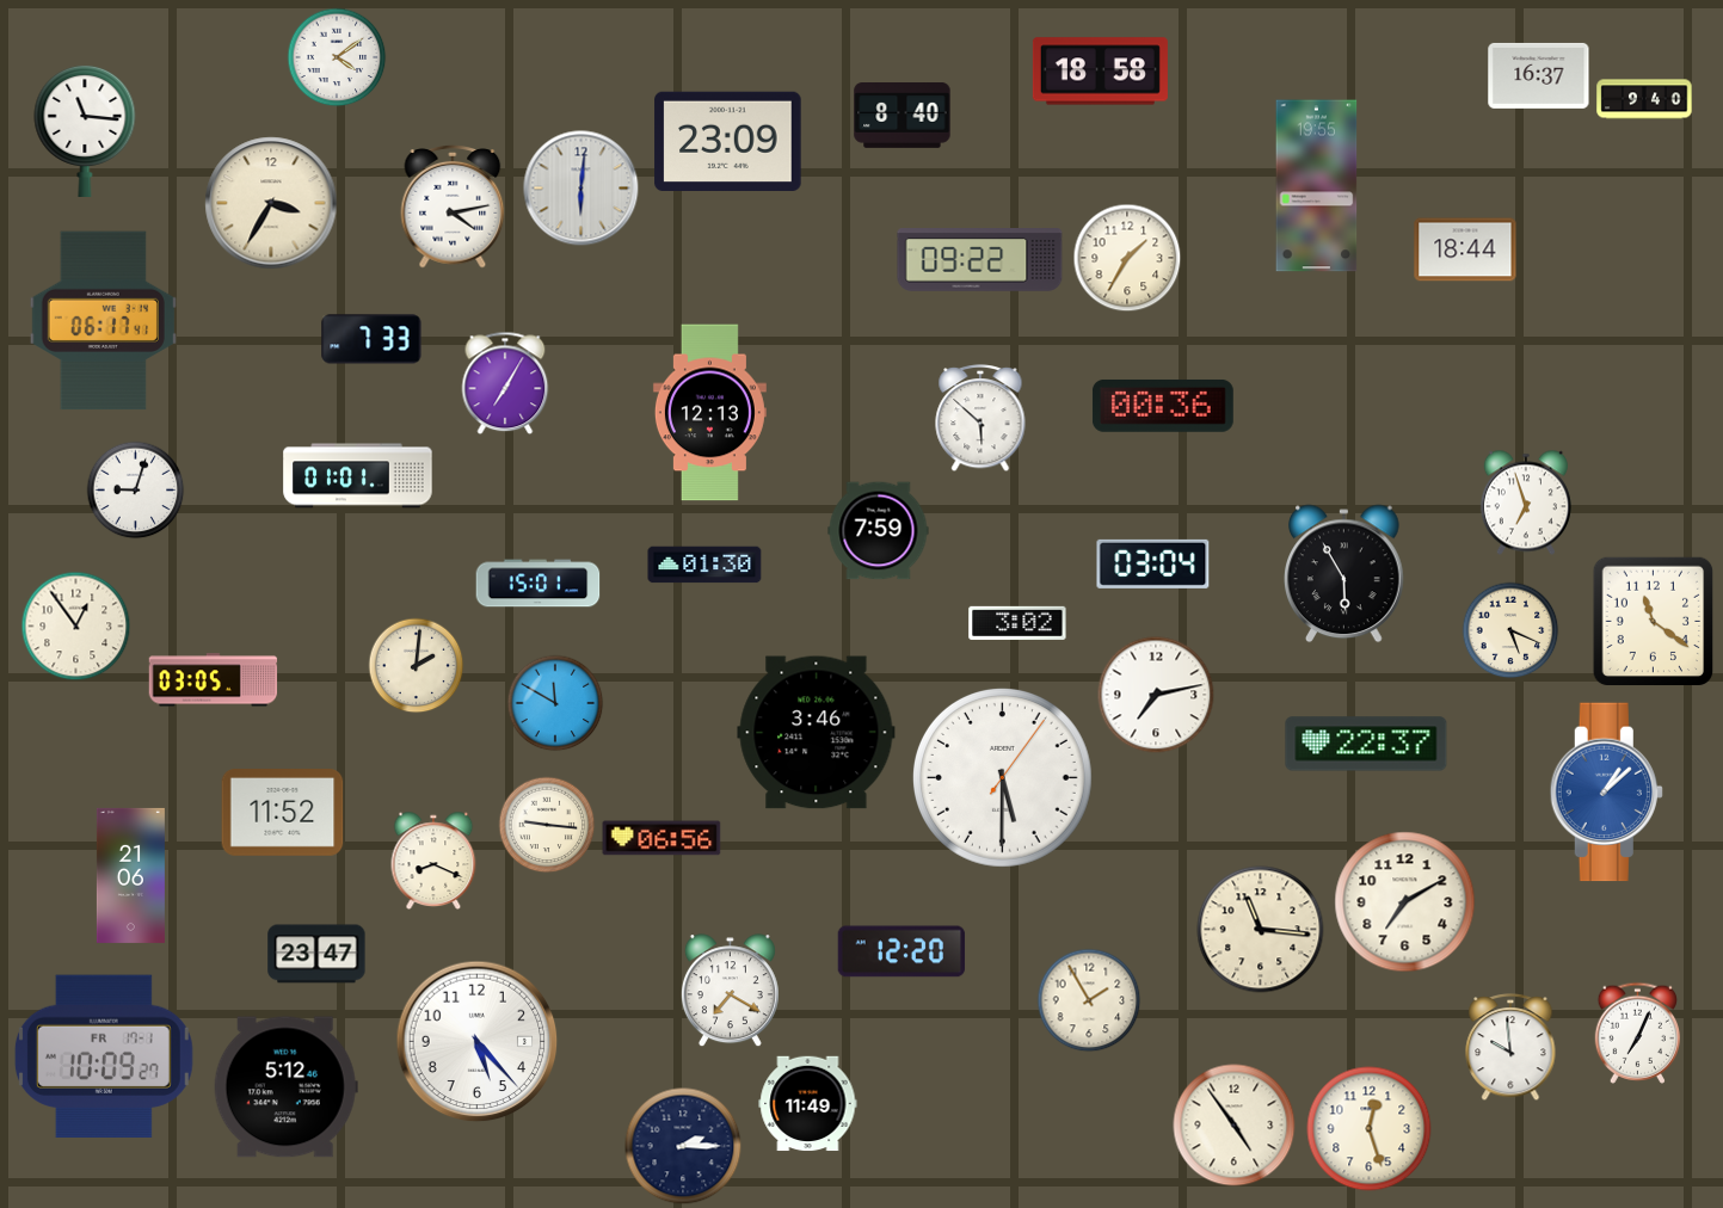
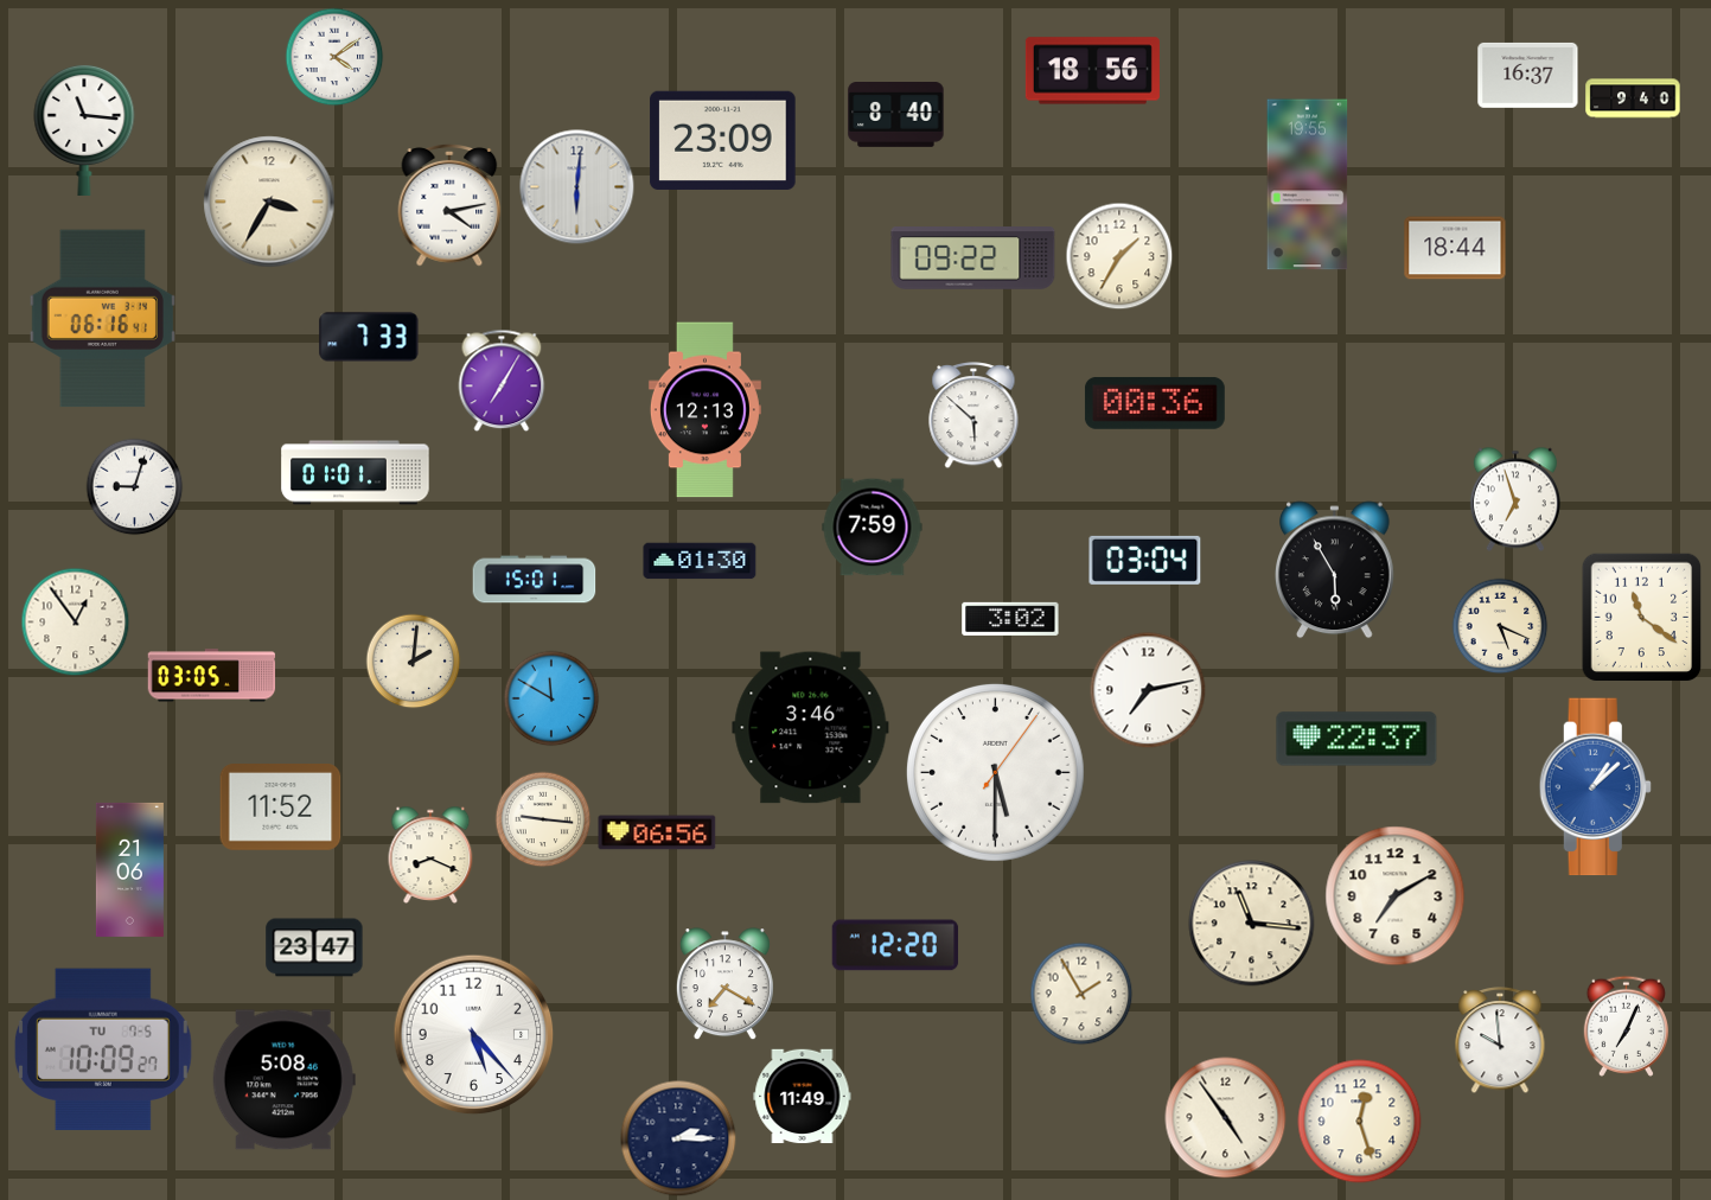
clock at (1100, 72): 18:58 -> 18:56
clock at (103, 321): 06:17 -> 06:16
clock at (104, 1056) date: FR 17-1 -> TU 7-5
clock at (285, 1087): 5:12 -> 5:08
